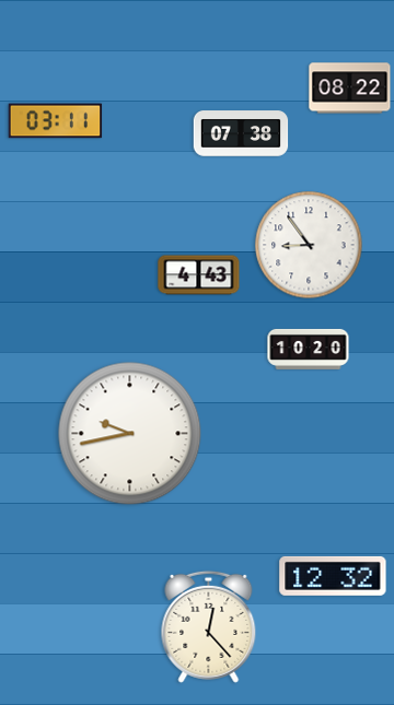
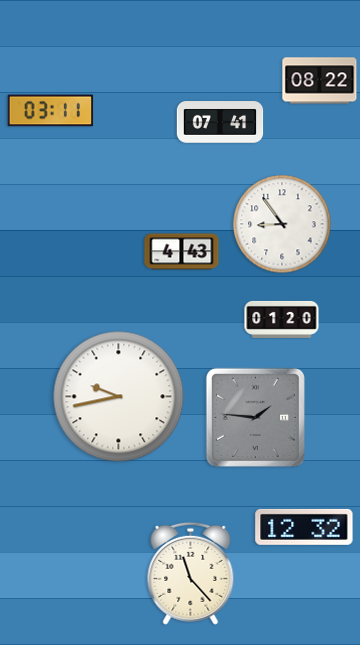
clock at (241, 133): 07:38 -> 07:41
clock at (309, 349): 10:20 -> 01:20
clock at (255, 417): none -> 1:46
clock at (209, 626): 12:23 -> 11:23
